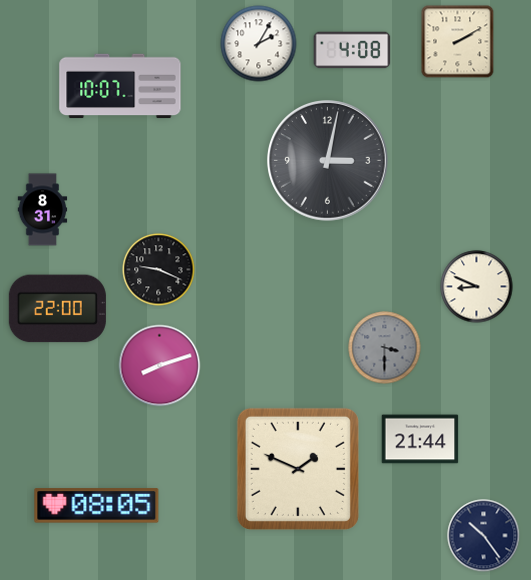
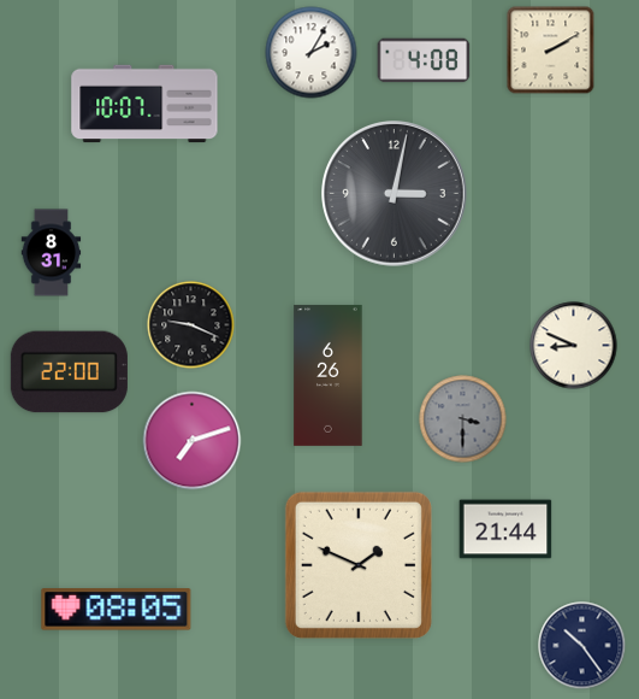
clock at (329, 375): none -> 6:26
clock at (160, 366): 8:12 -> 7:12
